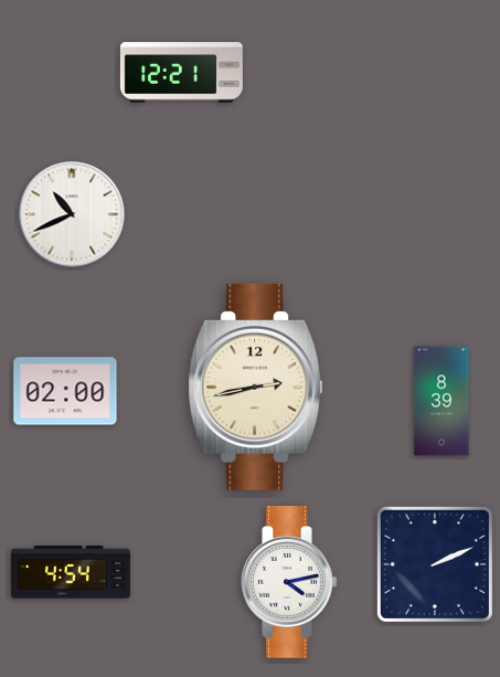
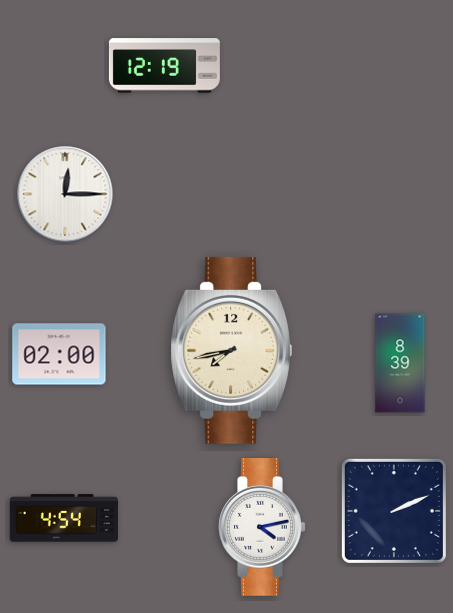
clock at (181, 73): 12:21 -> 12:19
clock at (72, 214): 10:41 -> 12:15
clock at (255, 387): 2:43 -> 7:43
